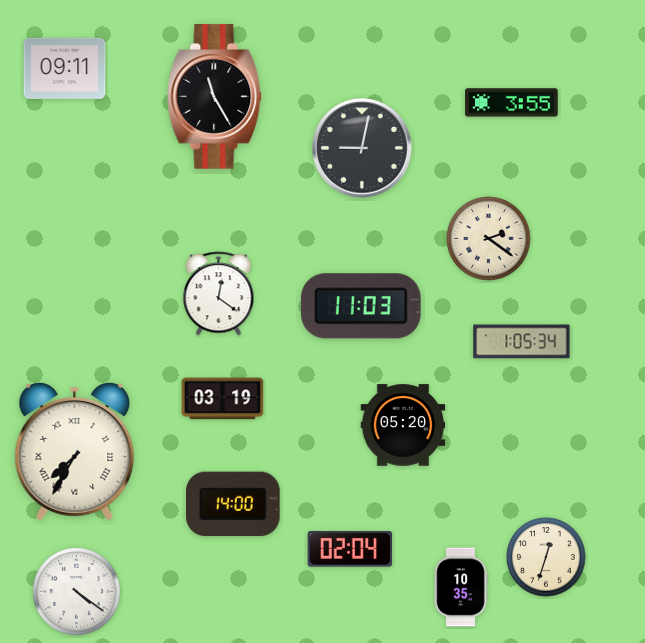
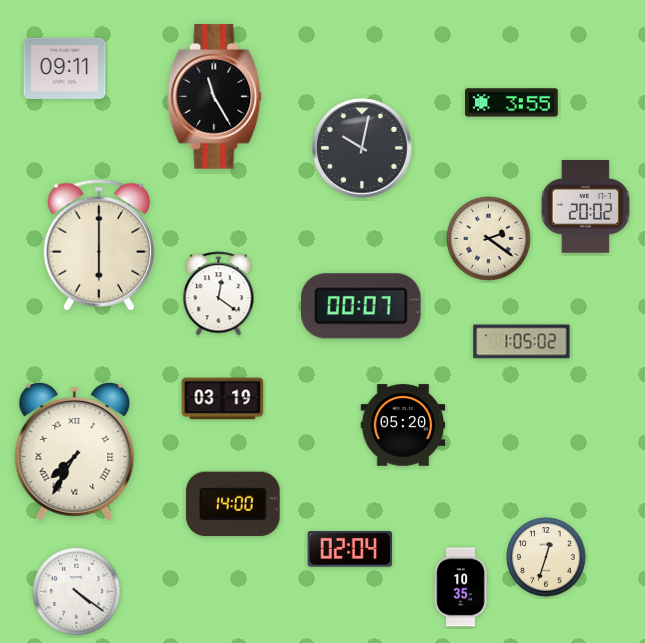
clock at (362, 148): 9:02 -> 10:02
clock at (585, 207): none -> 20:02
clock at (98, 245): none -> 6:00
clock at (362, 306): 11:03 -> 00:07
clock at (522, 342): 1:05:34 -> 1:05:02
